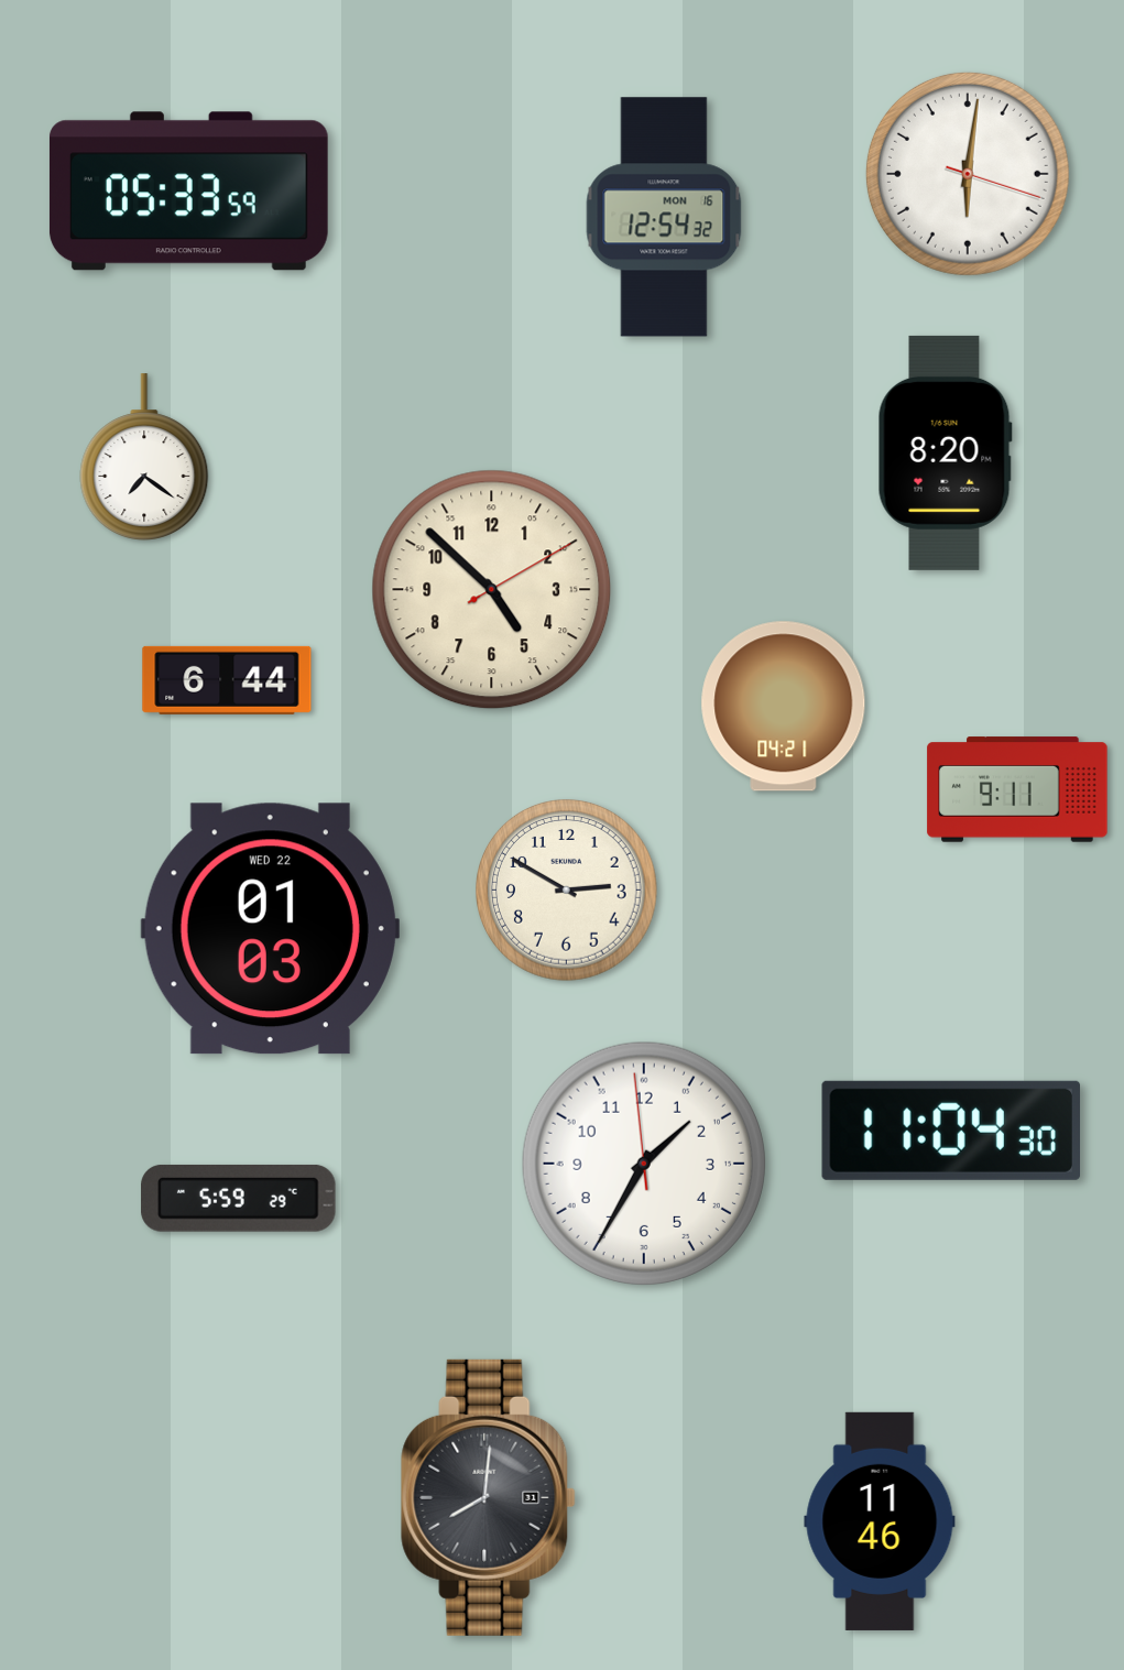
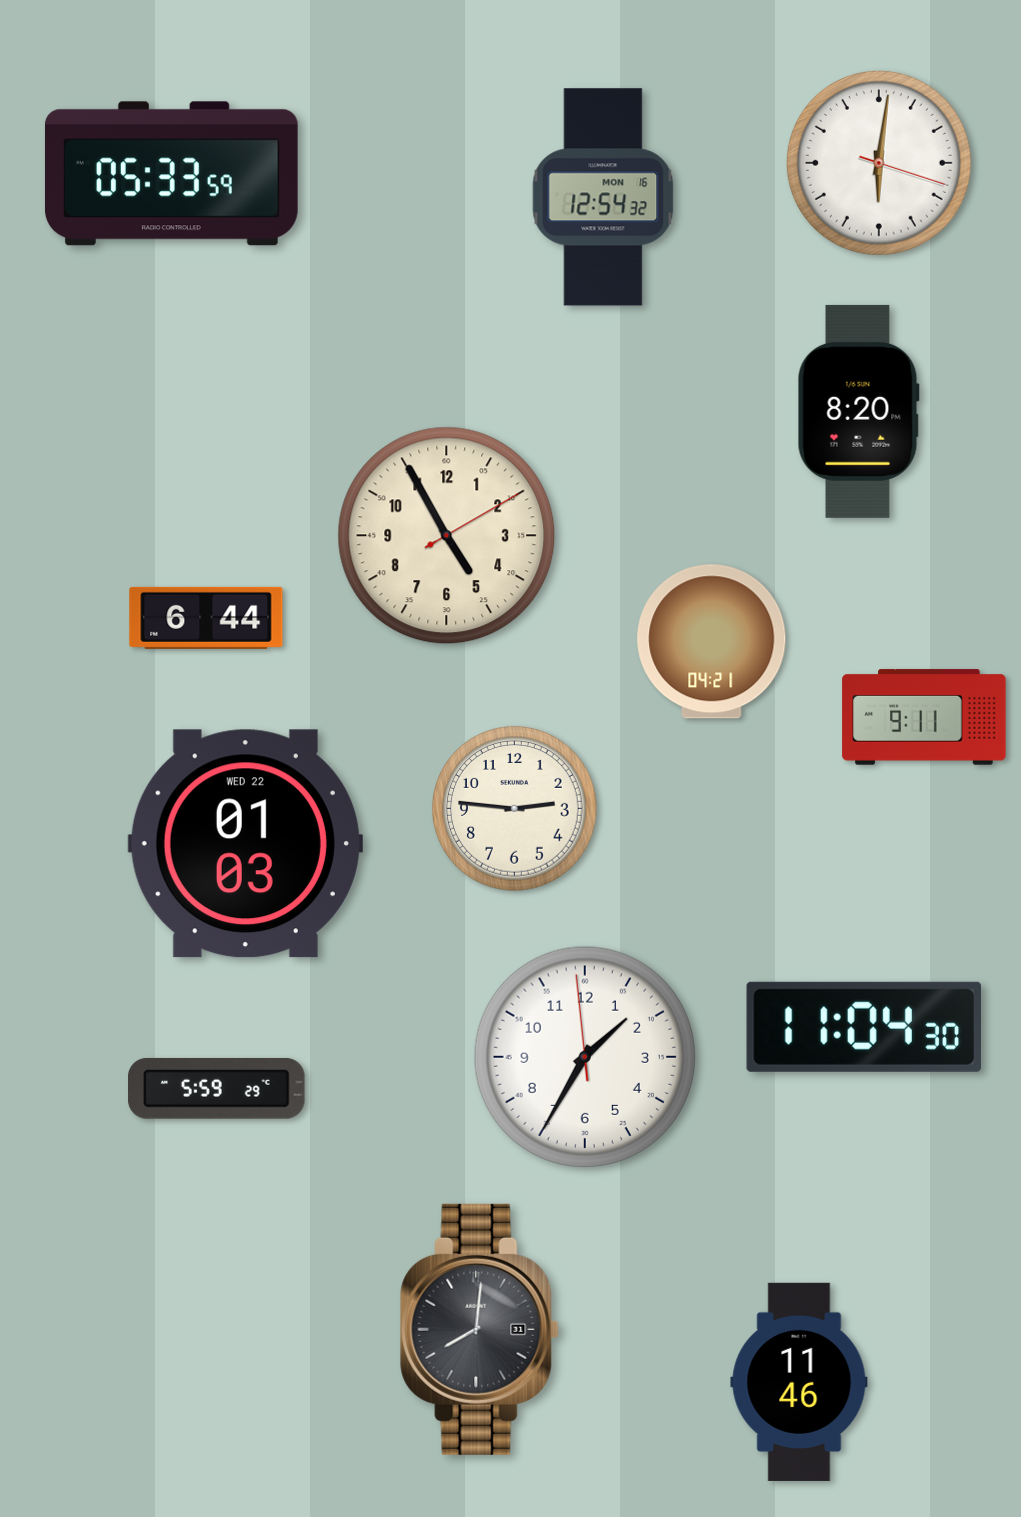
clock at (968, 174) position: (968, 174) -> (879, 163)
clock at (144, 457): 7:21 -> none
clock at (492, 590): 4:52 -> 4:55
clock at (567, 891): 2:50 -> 2:46
clock at (489, 1497) position: (489, 1497) -> (480, 1329)
